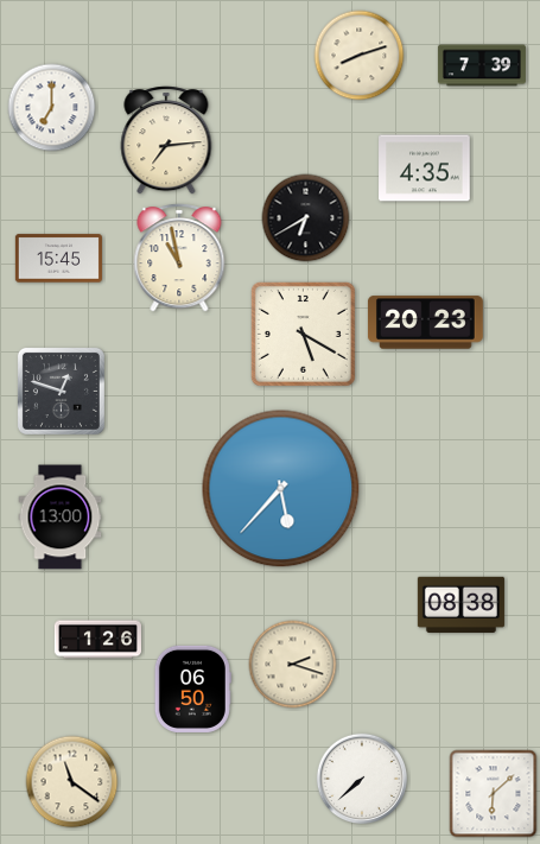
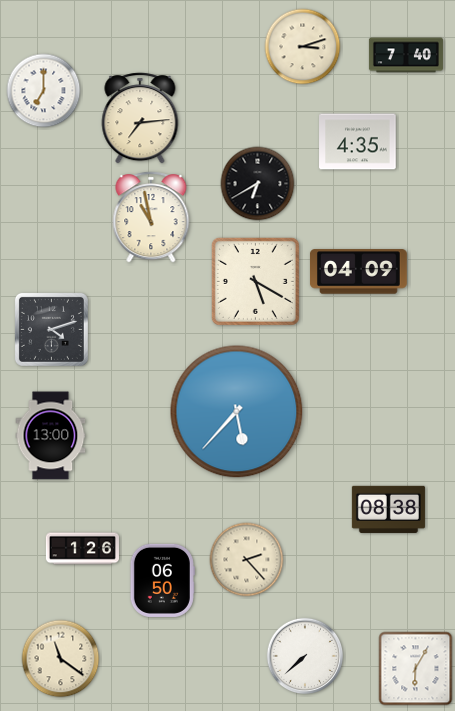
clock at (360, 56): 8:12 -> 3:12
clock at (482, 65): 7:39 -> 7:40
clock at (58, 259): 15:45 -> none
clock at (425, 323): 20:23 -> 04:09
clock at (61, 391): 12:48 -> 4:12
clock at (97, 640) position: (97, 640) -> (82, 549)
clock at (293, 665): 2:18 -> 2:23
clock at (494, 794): 6:08 -> 6:05
